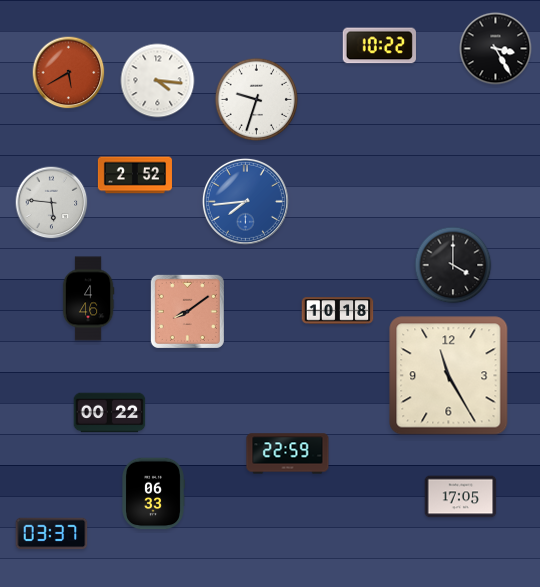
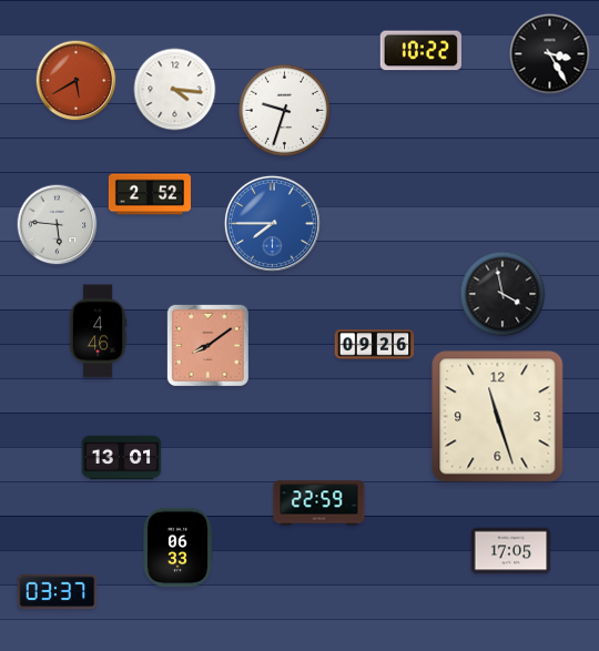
clock at (245, 201): 7:44 -> 7:45
clock at (453, 265): 4:00 -> 3:58
clock at (338, 311): 10:18 -> 09:26
clock at (449, 376): 11:25 -> 11:27
clock at (110, 413): 00:22 -> 13:01
clock at (153, 494) position: (153, 494) -> (177, 548)
